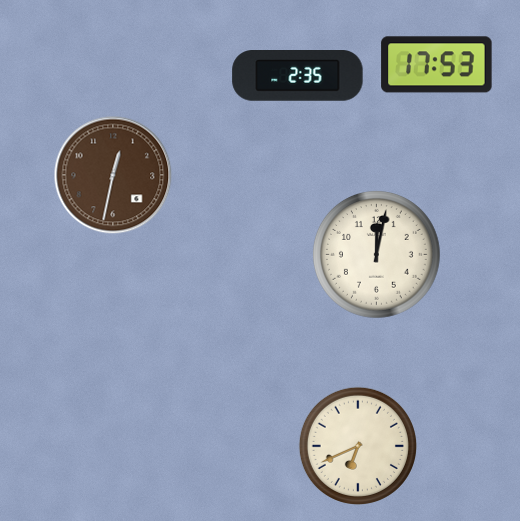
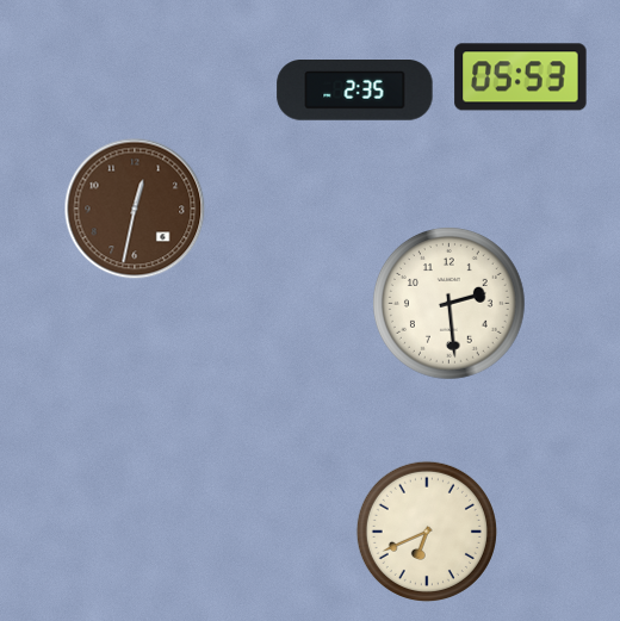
clock at (437, 65): 17:53 -> 05:53
clock at (377, 254): 12:02 -> 2:29
